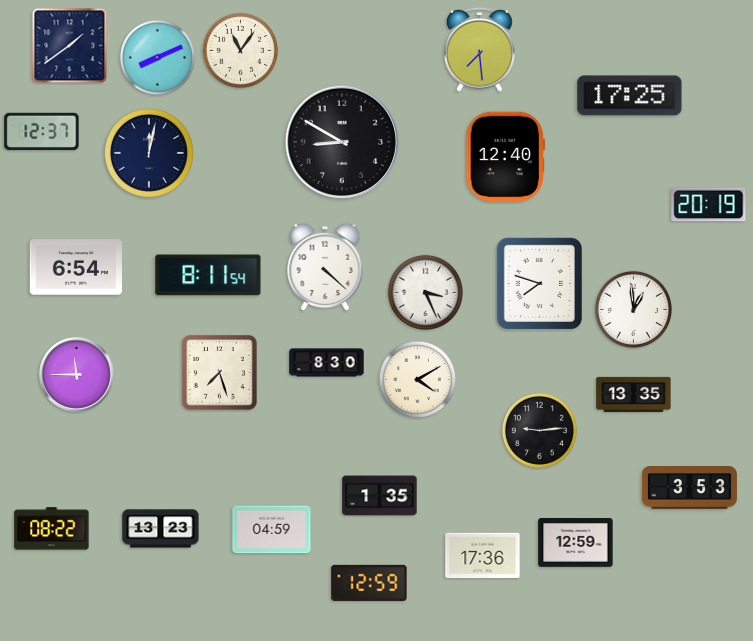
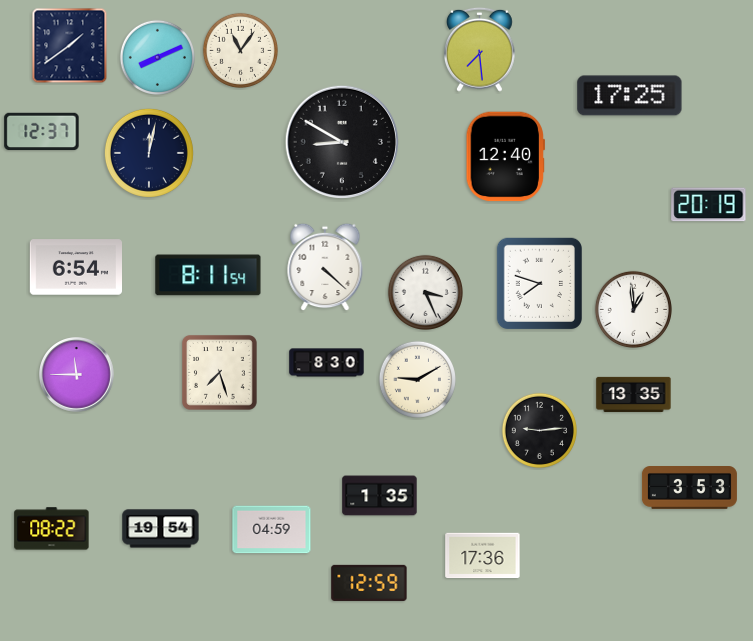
clock at (417, 379): 4:10 -> 9:10
clock at (161, 529): 13:23 -> 19:54
clock at (576, 543): 12:59 -> none
